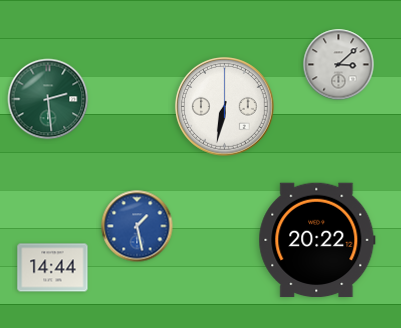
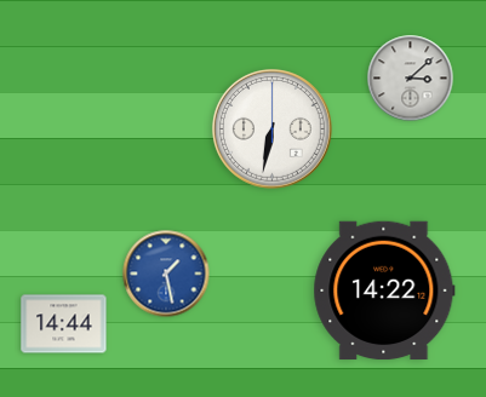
clock at (48, 99): 2:29 -> none
clock at (317, 240): 20:22 -> 14:22
